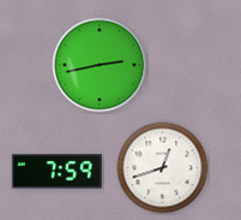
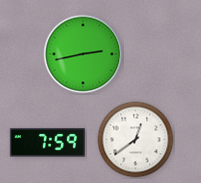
clock at (163, 168): 12:42 -> 12:39
